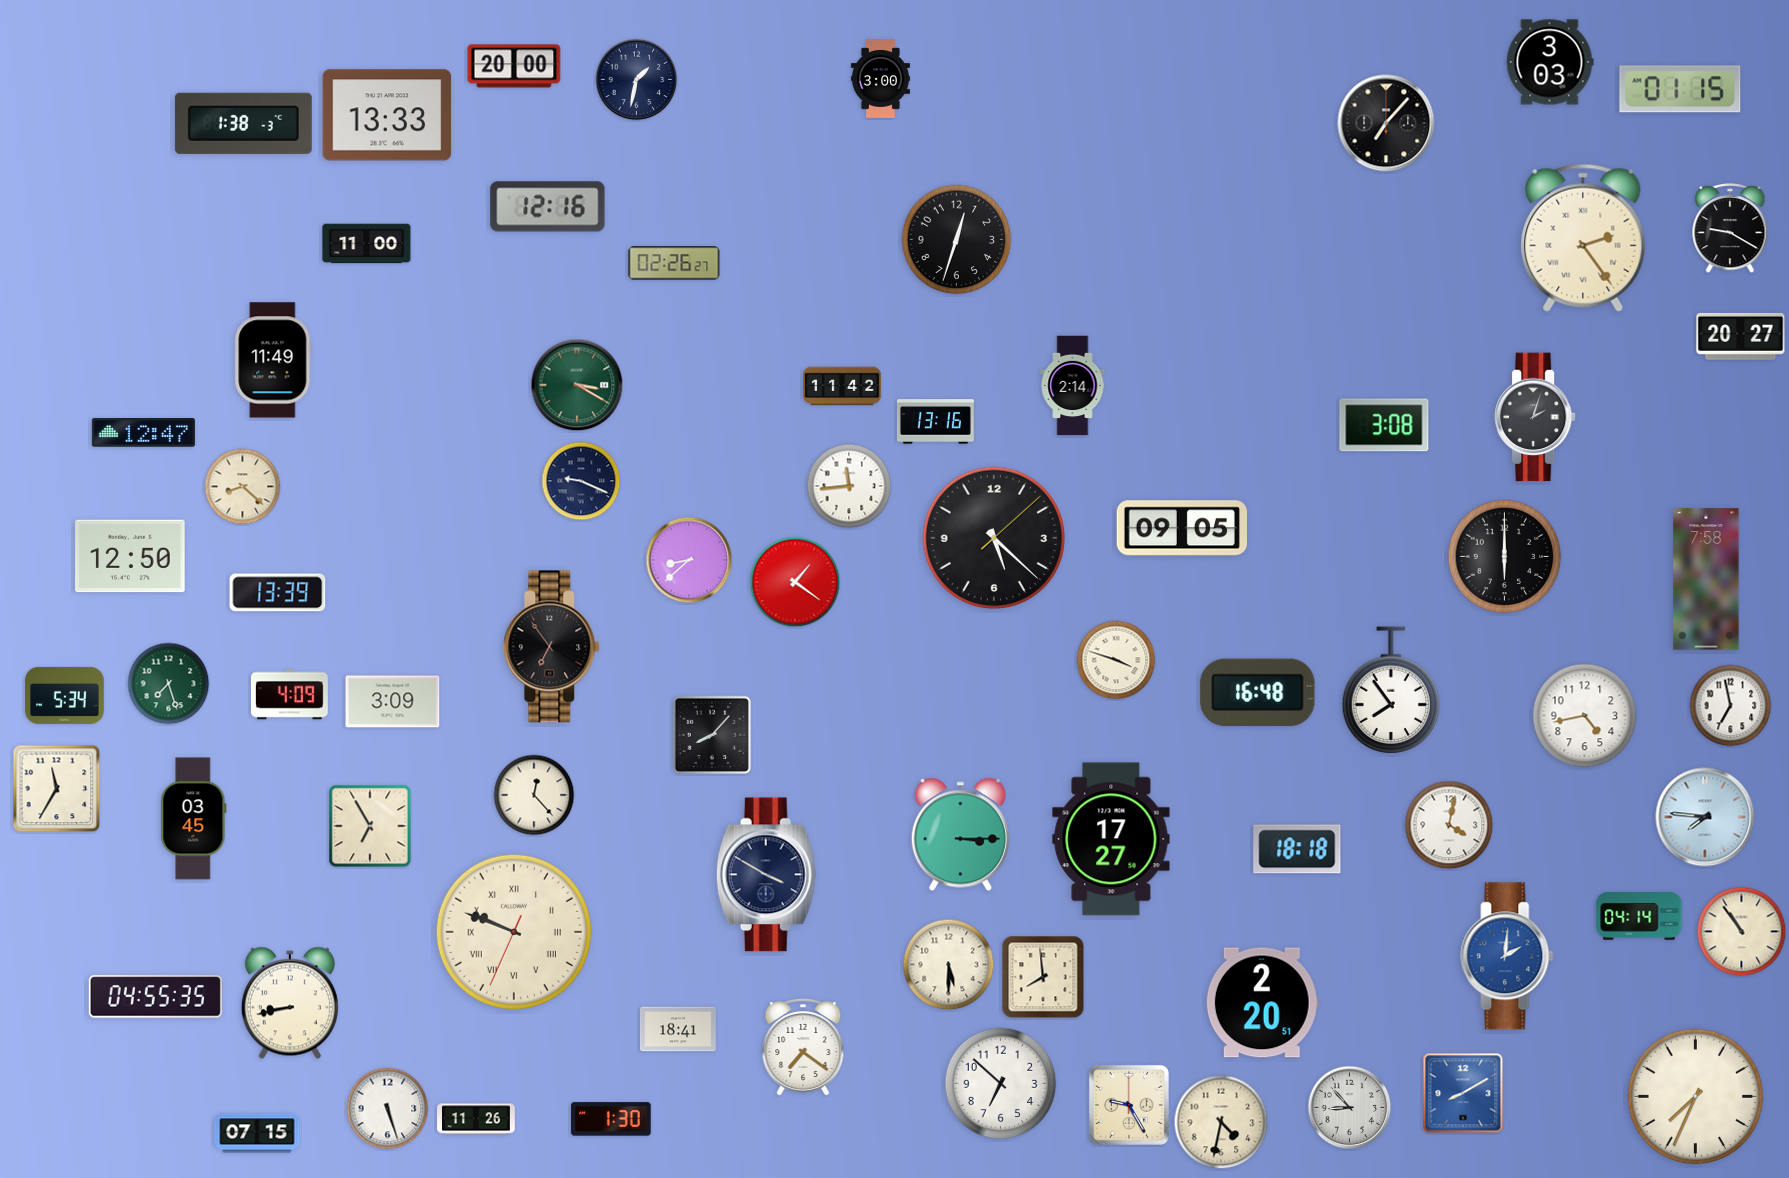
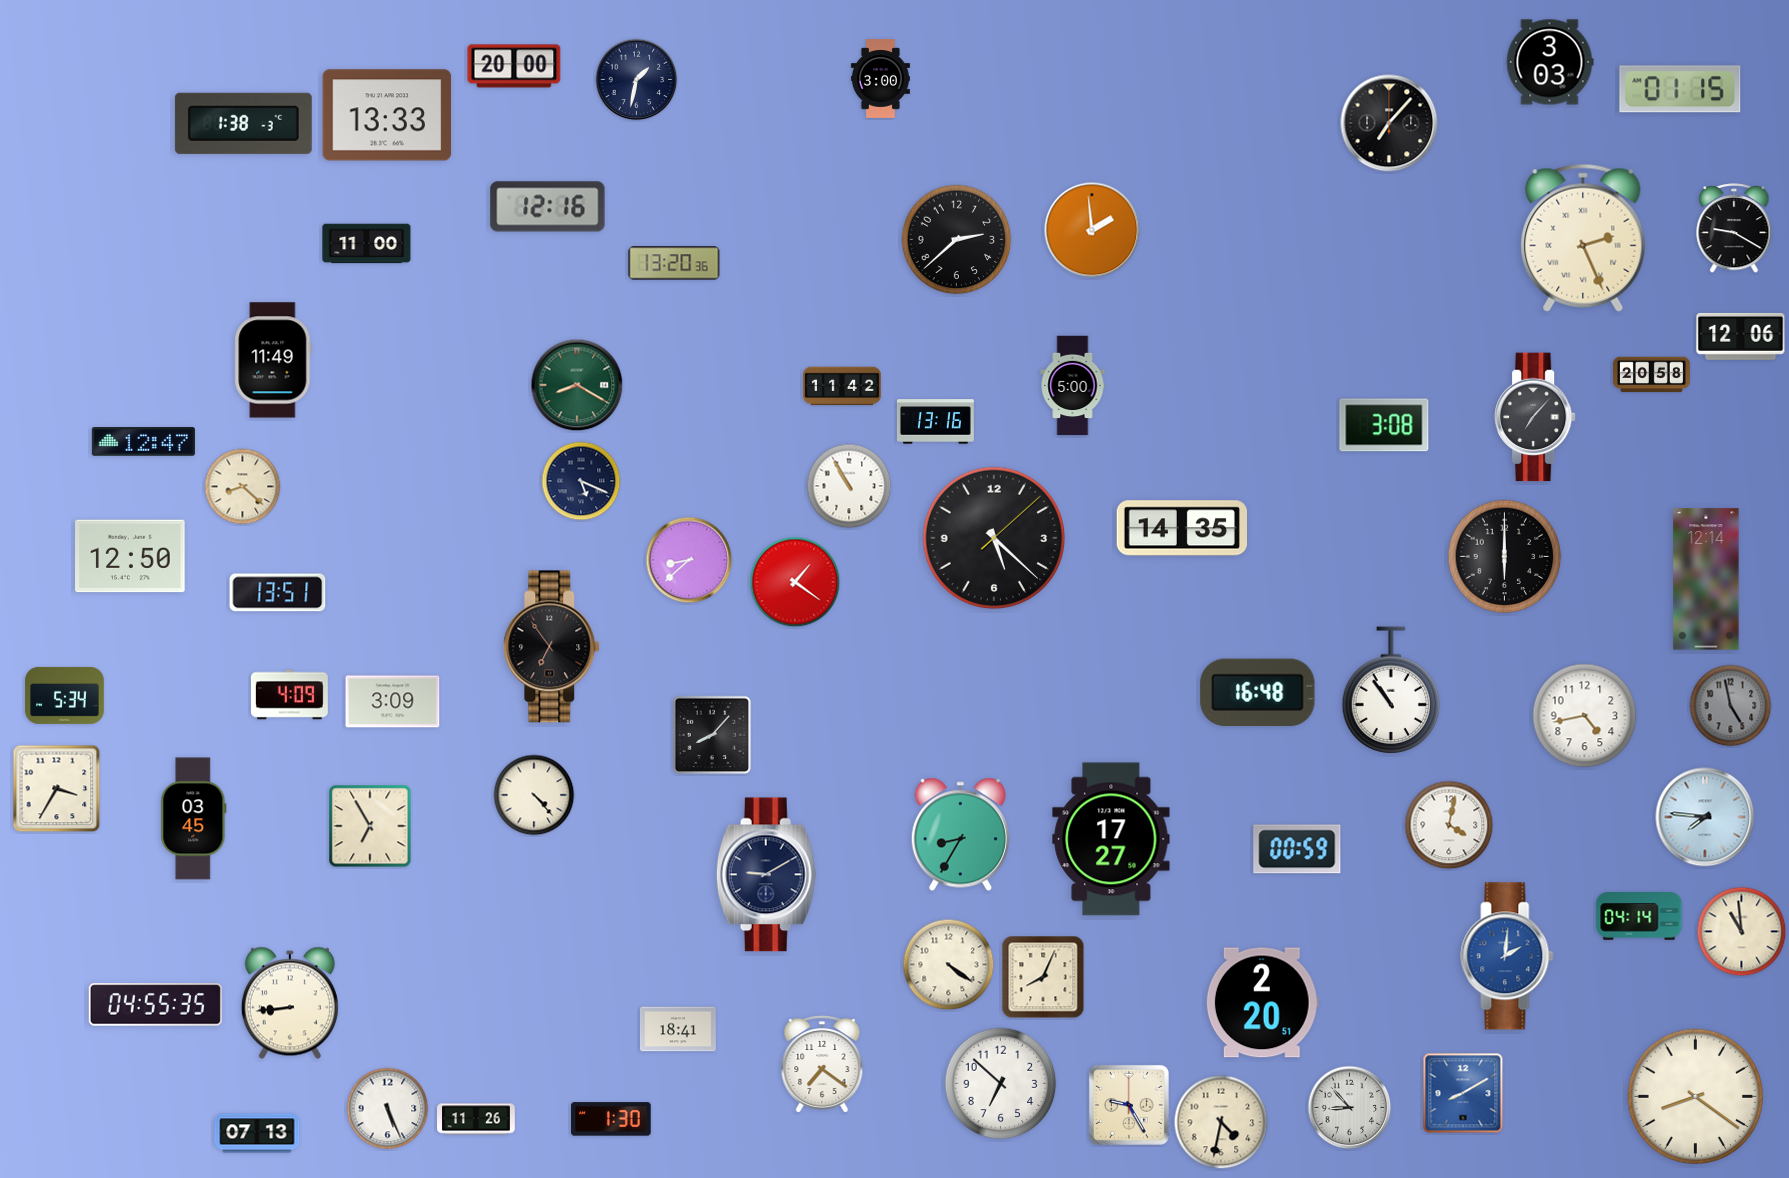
clock at (1386, 123) position: (1386, 123) -> (1389, 123)
clock at (1730, 229) position: (1730, 229) -> (1734, 229)
clock at (1092, 230): none -> 1:59
clock at (1583, 238): 2:24 -> 2:26
clock at (957, 240): 12:33 -> 2:38
clock at (674, 263): 02:26 -> 13:20
clock at (1741, 336): 20:27 -> 12:06
clock at (1652, 375): none -> 20:58
clock at (577, 385): 3:20 -> 8:20
clock at (1073, 386): 2:14 -> 5:00
clock at (1536, 417): 2:03 -> 7:07
clock at (143, 433) position: (143, 433) -> (143, 442)
clock at (581, 481): 9:19 -> 5:19
clock at (849, 486): 11:44 -> 10:55
clock at (1181, 528): 09:05 -> 14:35
clock at (1706, 579): 7:58 -> 12:14
clock at (278, 593): 13:39 -> 13:51
clock at (1116, 660): 3:48 -> none
clock at (169, 684): 7:27 -> none
clock at (1391, 690): 7:54 -> 10:54
clock at (1731, 706): 6:58 -> 4:58
clock at (1731, 706) dial: white -> grey
clock at (57, 789): 11:35 -> 3:35
clock at (534, 795): 12:23 -> 4:23
clock at (960, 835): 3:15 -> 8:35
clock at (1297, 849): 18:18 -> 00:59
clock at (766, 875): 3:50 -> 9:10
clock at (514, 932): 9:48 -> none
clock at (1742, 932): 10:54 -> 10:59
clock at (949, 965): 5:30 -> 4:21
clock at (1043, 977): 7:59 -> 8:04
clock at (155, 997) position: (155, 997) -> (155, 1005)
clock at (290, 1003): 8:43 -> 8:44
clock at (803, 1048) position: (803, 1048) -> (822, 1065)
clock at (1696, 1097): 7:34 -> 8:21
clock at (388, 1109): 5:27 -> 5:26
clock at (257, 1133): 07:15 -> 07:13
